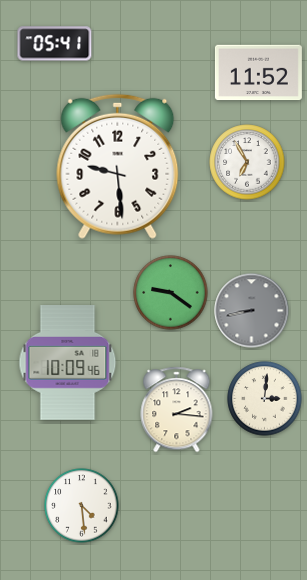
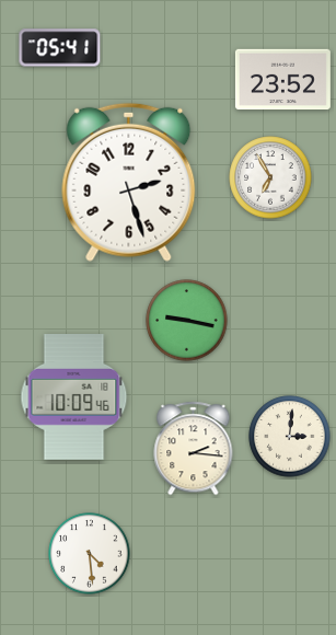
clock at (258, 73): 11:52 -> 23:52
clock at (118, 166): 9:29 -> 2:27
clock at (171, 293): 9:21 -> 9:17
clock at (252, 311): 8:43 -> none
